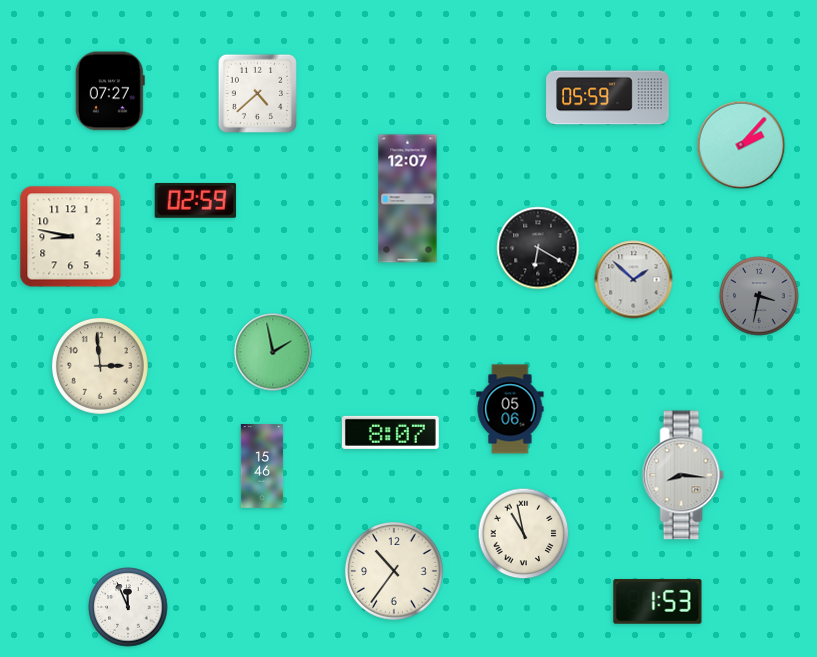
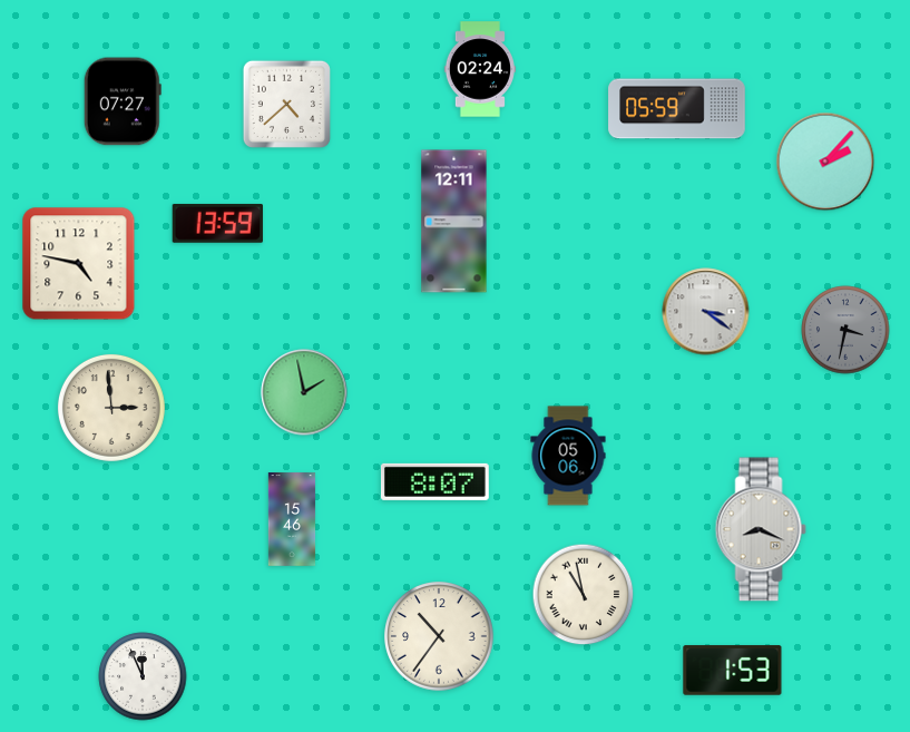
clock at (480, 69): none -> 02:24
clock at (408, 199): 12:07 -> 12:11
clock at (195, 200): 02:59 -> 13:59
clock at (71, 237): 8:47 -> 4:47
clock at (538, 248): 6:20 -> none
clock at (634, 280): 1:52 -> 3:21
clock at (683, 475): 8:16 -> 8:19
